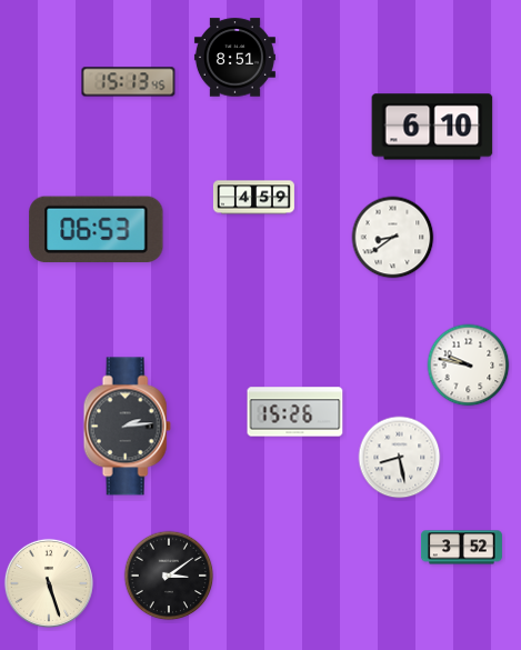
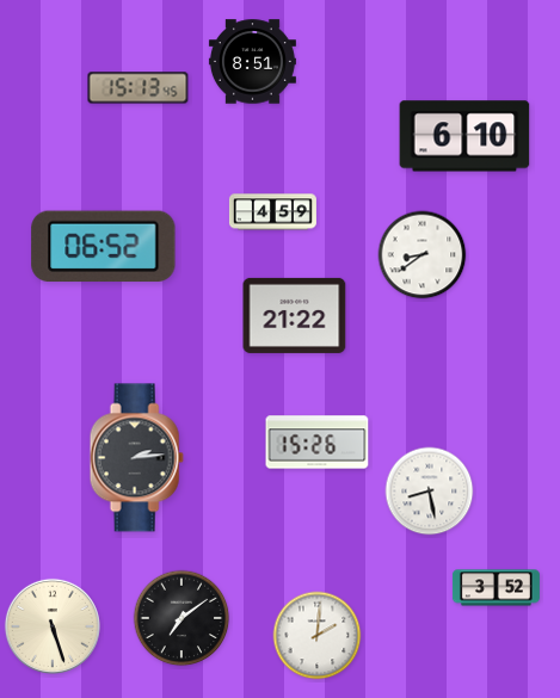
clock at (97, 230): 06:53 -> 06:52
clock at (295, 315): none -> 21:22
clock at (469, 366): 9:47 -> none
clock at (169, 576): 3:09 -> 7:09
clock at (318, 636): none -> 2:01
